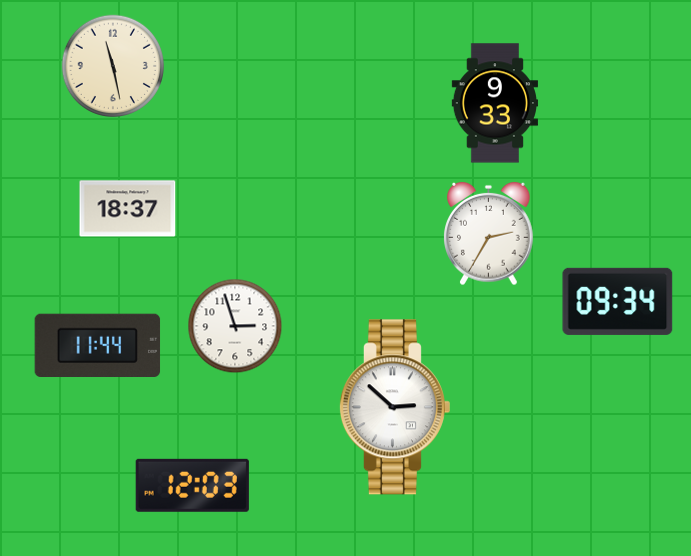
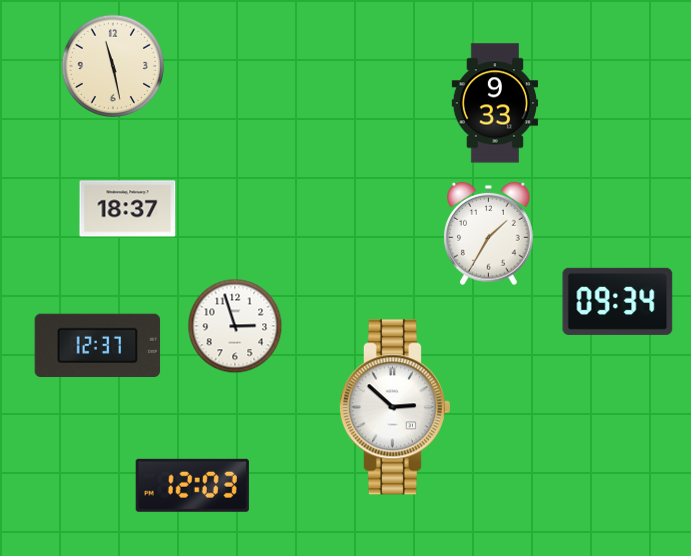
clock at (489, 234): 2:35 -> 1:35
clock at (98, 345): 11:44 -> 12:37
